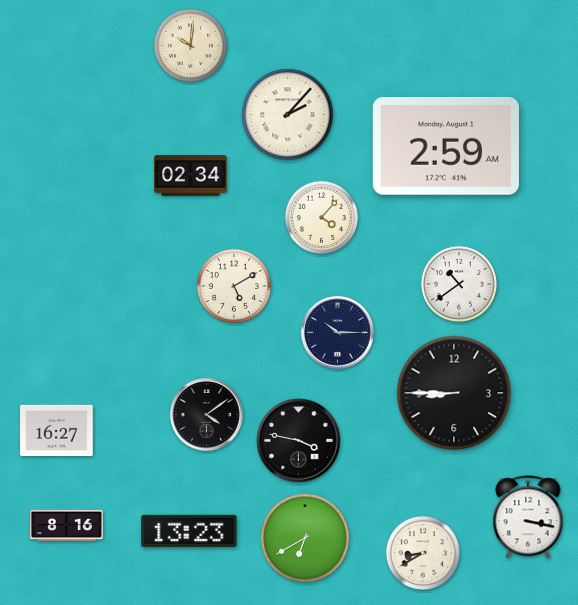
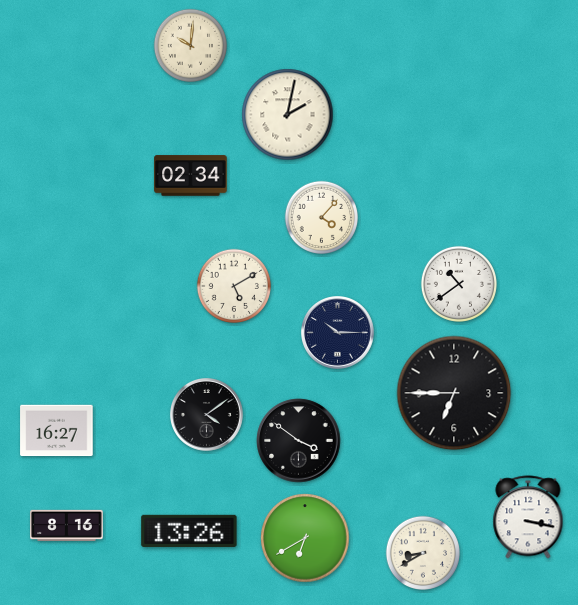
clock at (288, 115): 2:07 -> 2:02
clock at (446, 146): 2:59 -> none
clock at (454, 393): 8:45 -> 6:45
clock at (299, 441): 3:47 -> 3:51
clock at (189, 531): 13:23 -> 13:26
